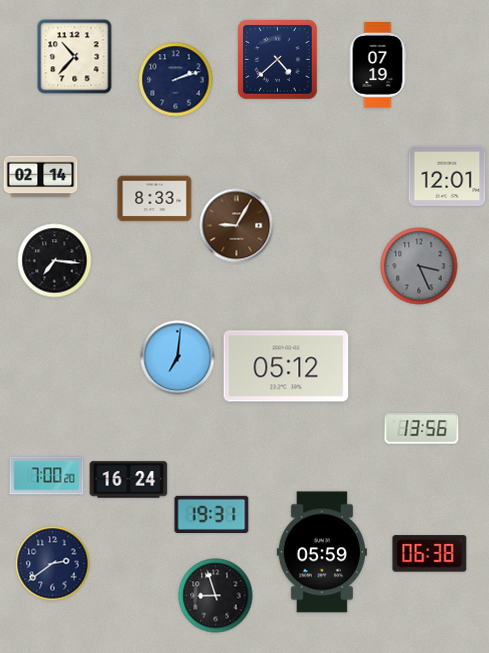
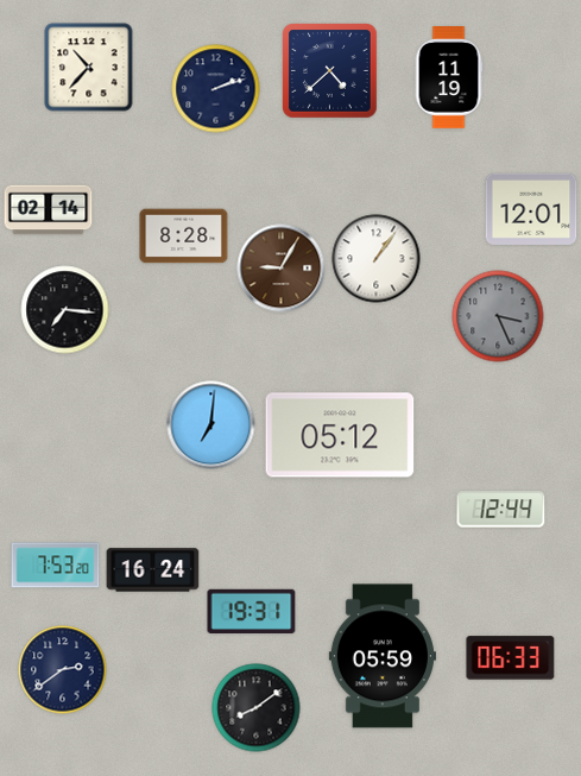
clock at (378, 66): 07:19 -> 11:19
clock at (176, 80) position: (176, 80) -> (216, 89)
clock at (155, 199): 8:33 -> 8:28
clock at (377, 259): none -> 1:06
clock at (422, 429): 13:56 -> 12:44
clock at (47, 476): 7:00 -> 7:53
clock at (430, 554): 06:38 -> 06:33
clock at (216, 596): 8:57 -> 8:09
